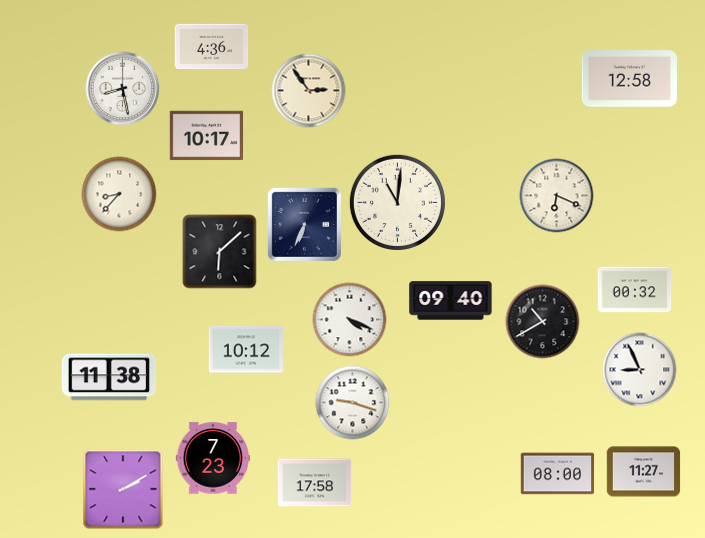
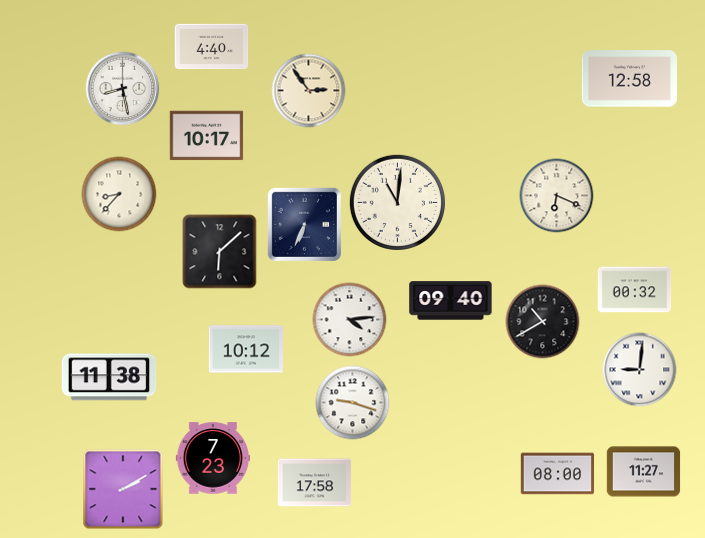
clock at (212, 47): 4:36 -> 4:40
clock at (350, 320): 4:19 -> 4:14
clock at (640, 370): 8:56 -> 9:01
